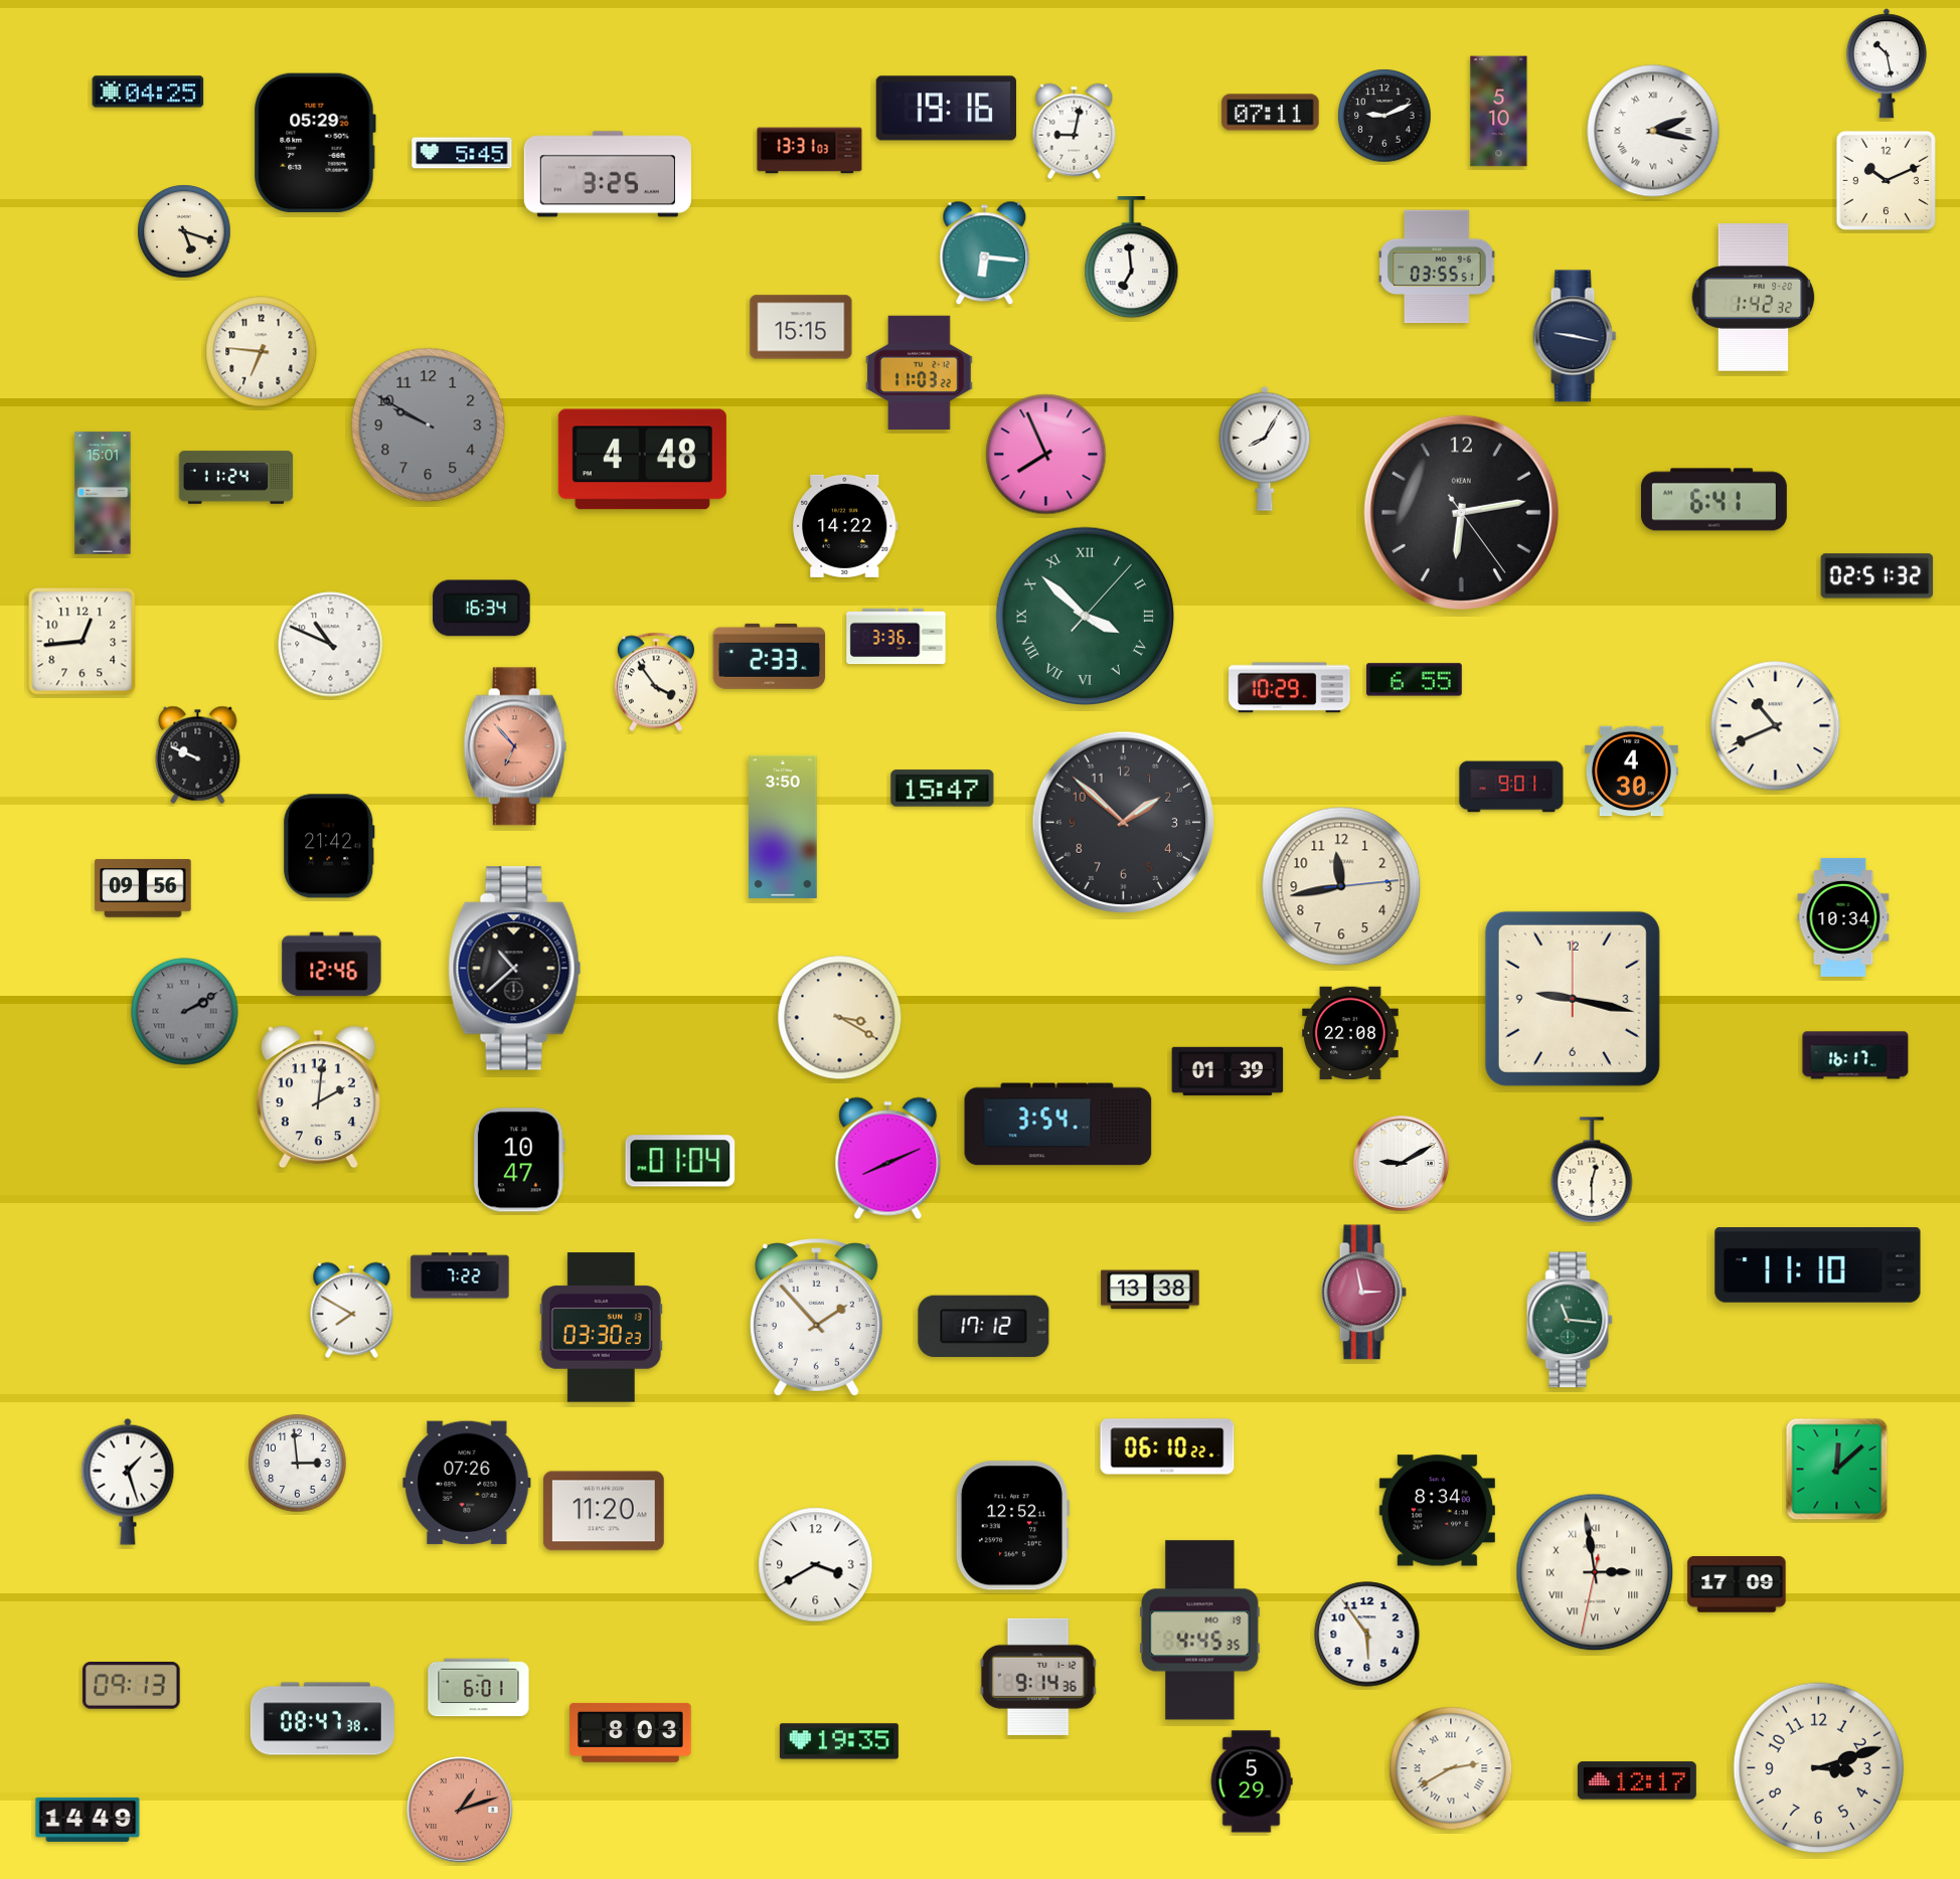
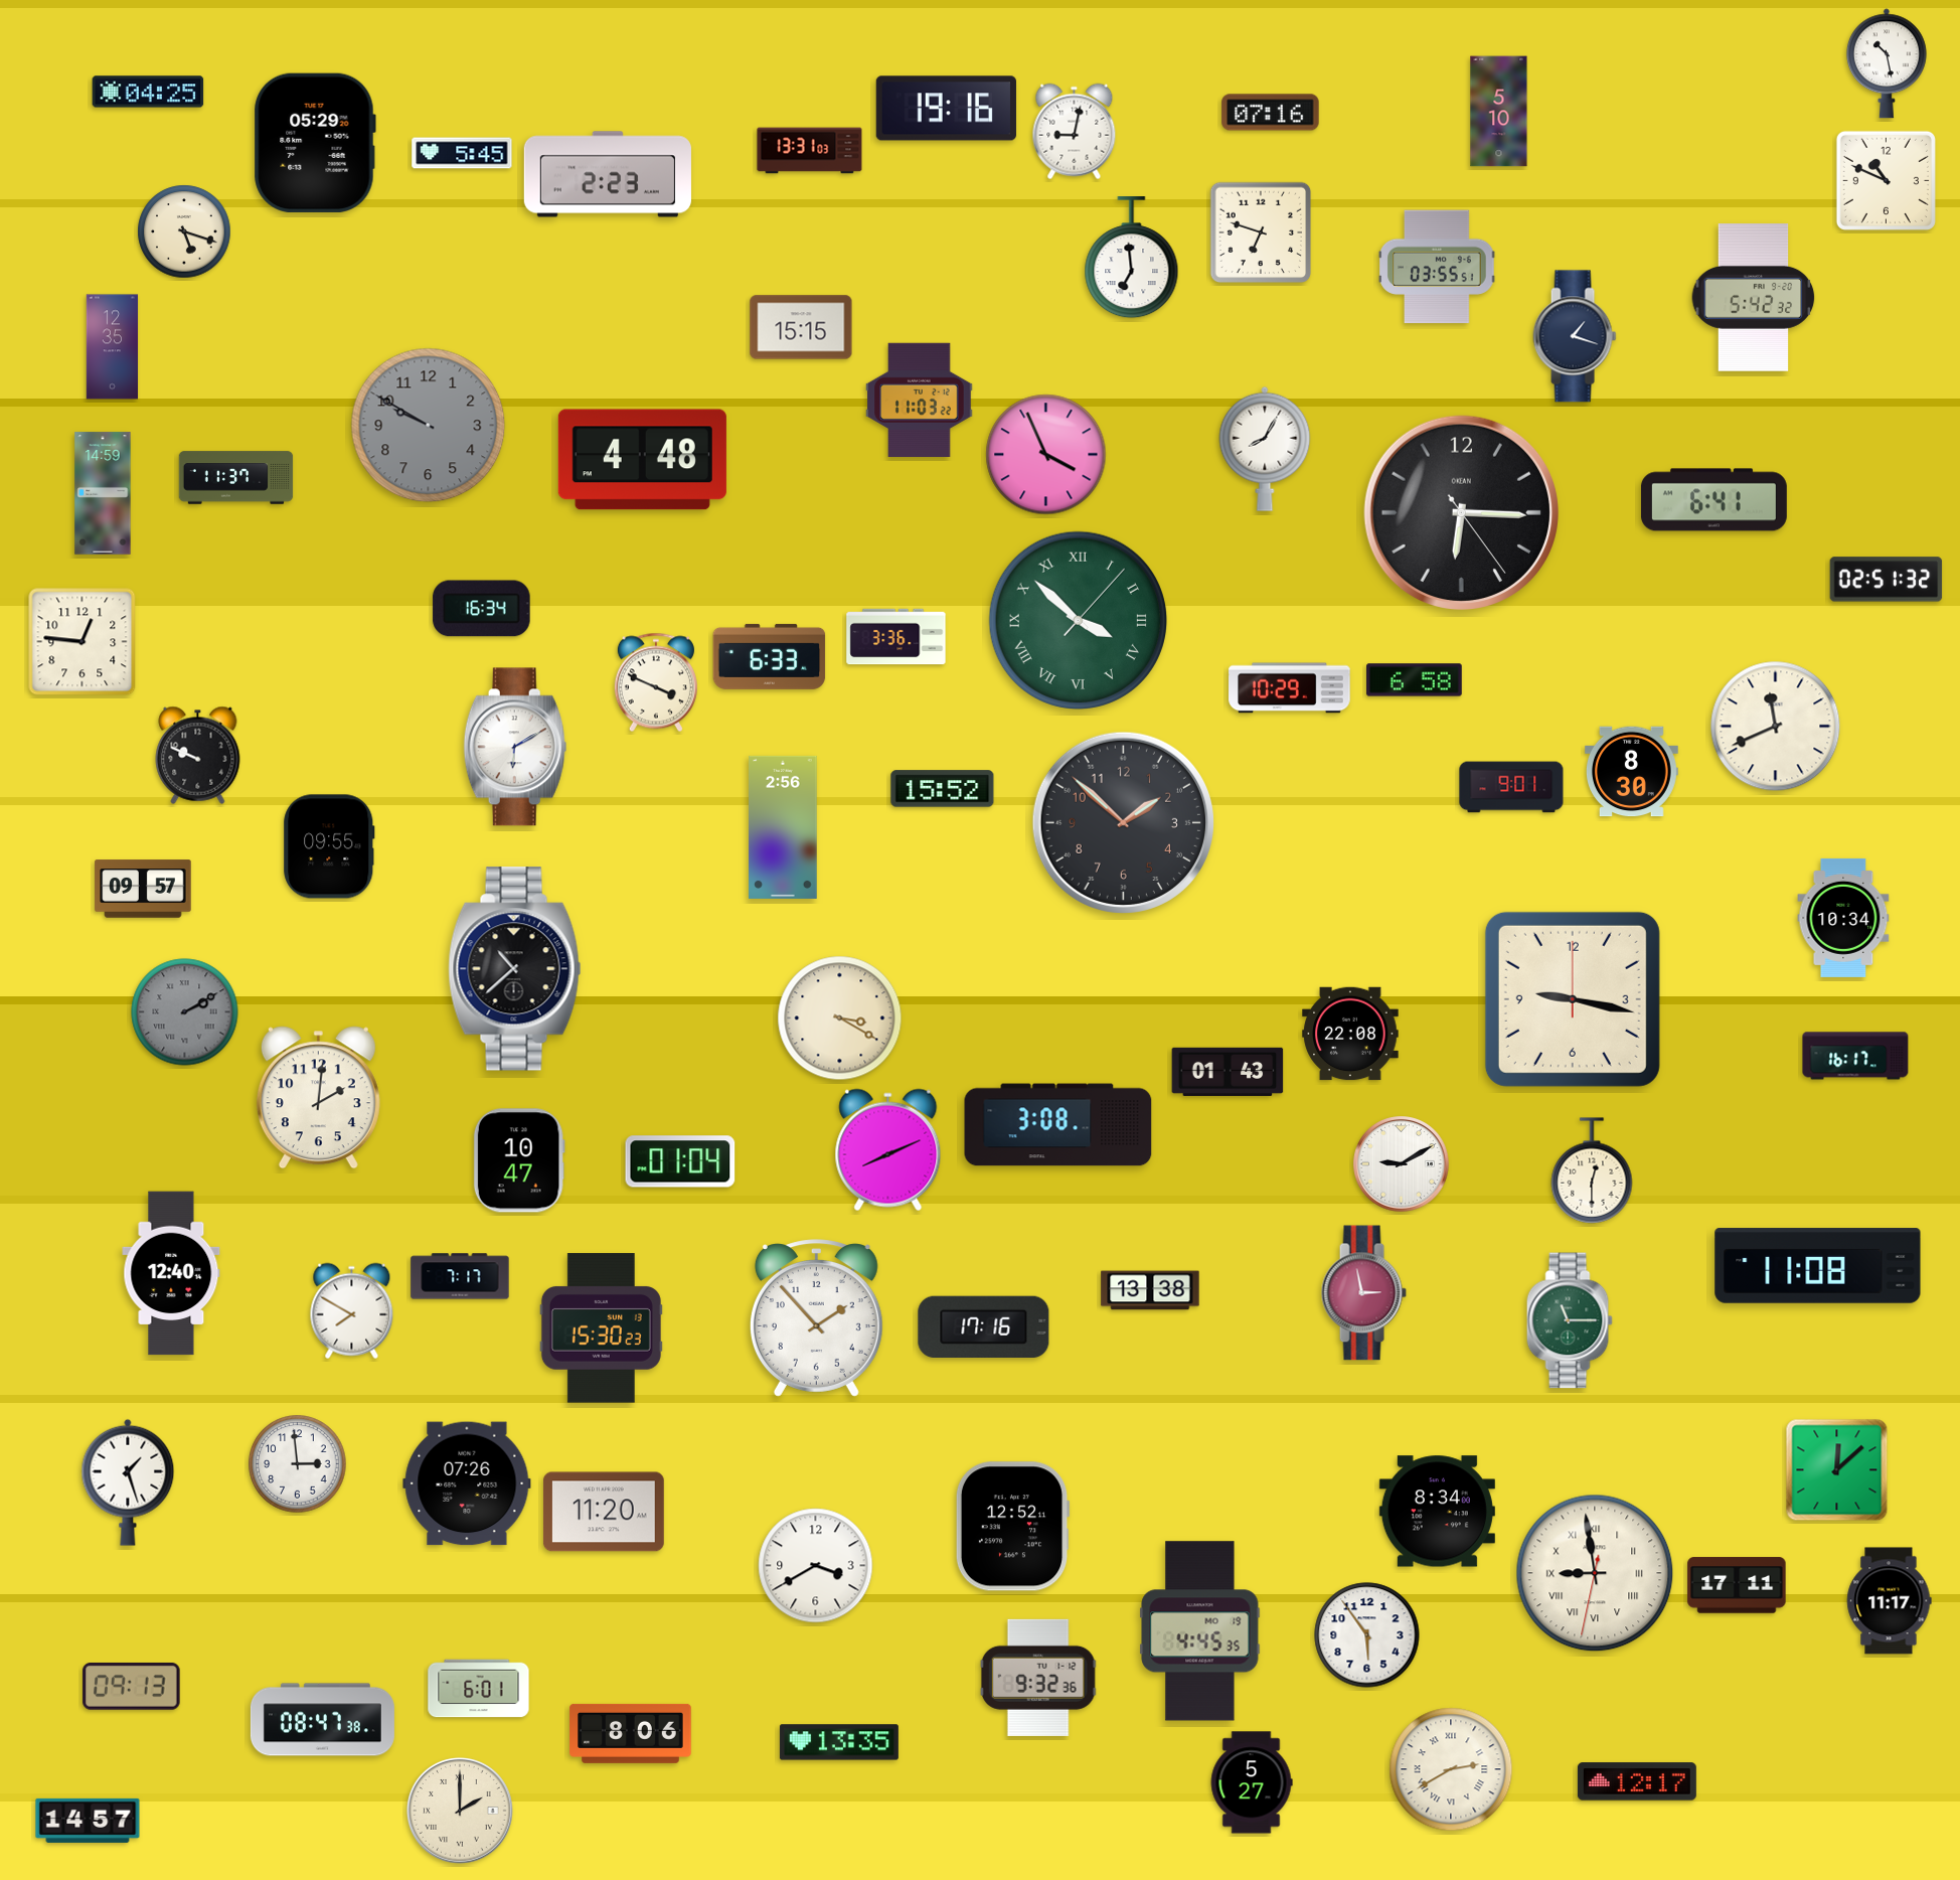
clock at (1271, 113): 07:11 -> 07:16
clock at (1384, 116): 9:11 -> none
clock at (1653, 131): 2:17 -> none
clock at (608, 174): 3:25 -> 2:23
clock at (1886, 180): 10:11 -> 10:49
clock at (1261, 232): none -> 6:48
clock at (985, 253): 6:16 -> none
clock at (1754, 298): 1:42 -> 5:42
clock at (1575, 336): 9:17 -> 1:18
clock at (113, 347): none -> 12:35
clock at (262, 352): 6:46 -> none
clock at (920, 372) position: (920, 372) -> (920, 400)
clock at (1046, 455): 7:56 -> 3:56
clock at (236, 478): 11:24 -> 11:37
clock at (103, 493): 15:01 -> 14:59
clock at (1462, 513): 6:13 -> 6:15
clock at (845, 526): 14:22 -> none
clock at (1877, 576) position: (1877, 576) -> (1887, 580)
clock at (1085, 616) position: (1085, 616) -> (1078, 620)
clock at (83, 642): 12:44 -> 12:46
clock at (331, 645): 10:49 -> none
clock at (770, 656): 2:33 -> 6:33
clock at (1415, 680): 6:55 -> 6:58
clock at (656, 682): 3:54 -> 3:49
clock at (1776, 726): 10:41 -> 11:41
clock at (515, 746): 6:53 -> 6:10
clock at (515, 746) dial: salmon -> white
clock at (1631, 772): 4:30 -> 8:30
clock at (943, 789): 15:47 -> 15:52
clock at (783, 827): 3:50 -> 2:56
clock at (329, 846): 21:42 -> 09:55
clock at (1341, 886): 11:43 -> none
clock at (143, 888): 09:56 -> 09:57
clock at (332, 965): 12:46 -> none
clock at (1228, 1071): 01:39 -> 01:43
clock at (1058, 1125): 3:54 -> 3:08
clock at (888, 1159) position: (888, 1159) -> (888, 1150)
clock at (1818, 1265): 11:10 -> 11:08
clock at (171, 1273): none -> 12:40
clock at (460, 1275): 7:22 -> 7:17
clock at (1570, 1320): 11:16 -> 11:15
clock at (984, 1327): 17:12 -> 17:16
clock at (601, 1328): 03:30 -> 15:30
clock at (1167, 1446): 06:10 -> none
clock at (1595, 1572): 2:58 -> 8:58
clock at (1737, 1584): 17:09 -> 17:11
clock at (1890, 1601): none -> 11:17
clock at (1038, 1677): 9:14 -> 9:32
clock at (631, 1732): 8:03 -> 8:06
clock at (839, 1741): 19:35 -> 13:35
clock at (1819, 1768): 3:12 -> none
clock at (1252, 1781): 5:29 -> 5:27
clock at (460, 1810): 1:12 -> 2:00
clock at (460, 1810) dial: salmon -> cream
clock at (88, 1820): 14:49 -> 14:57
